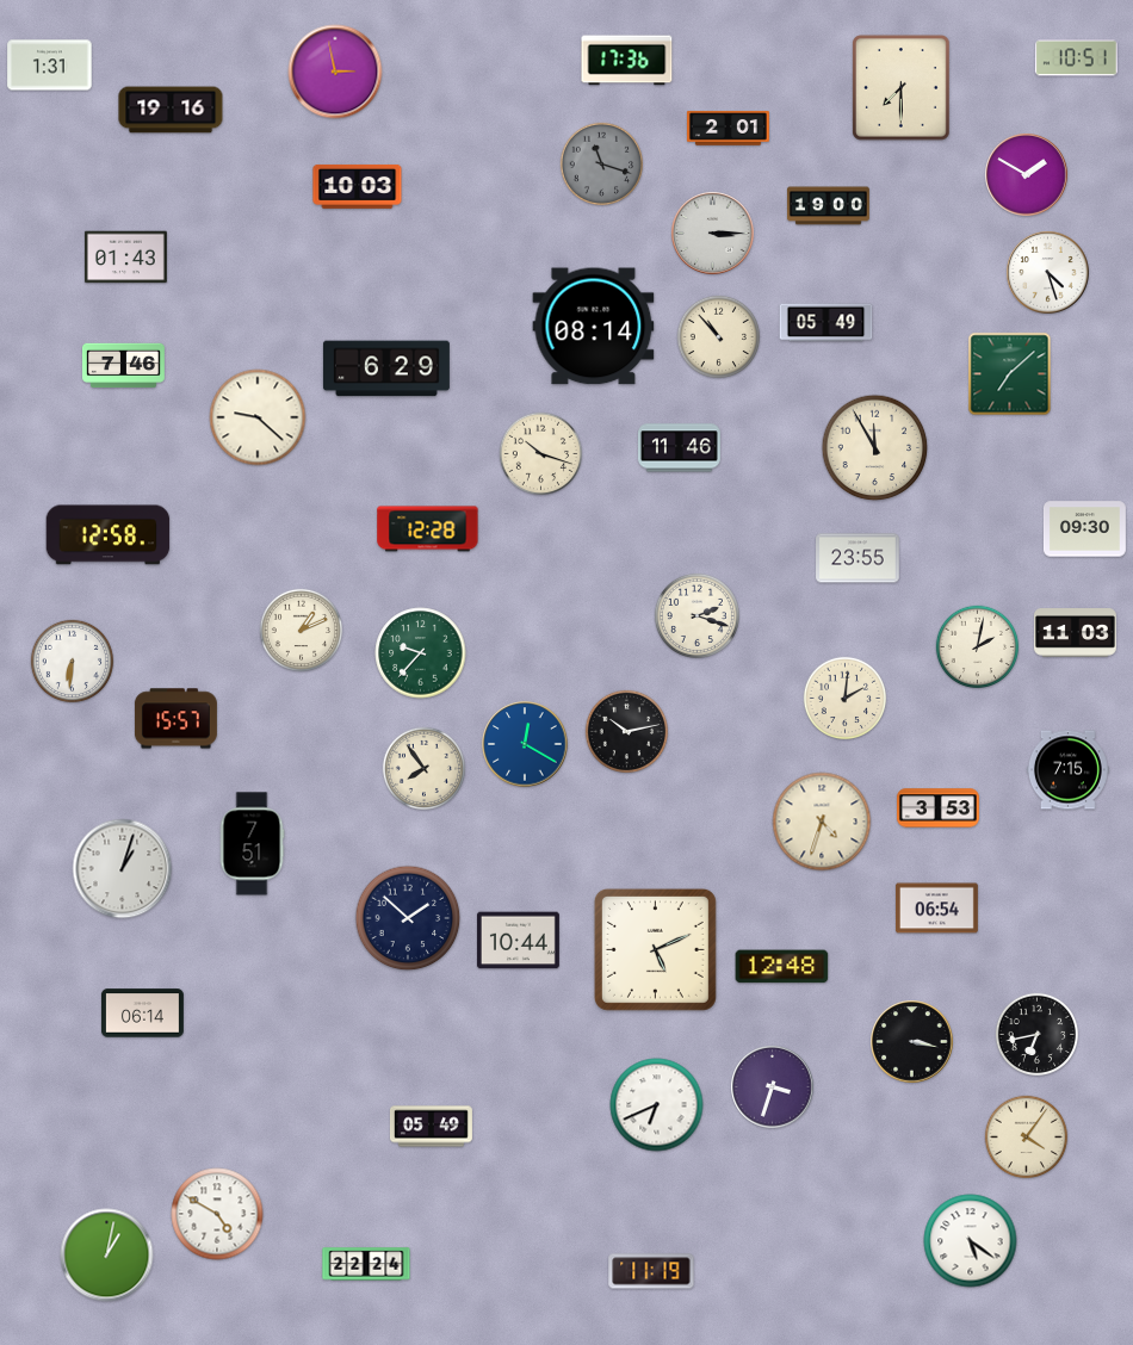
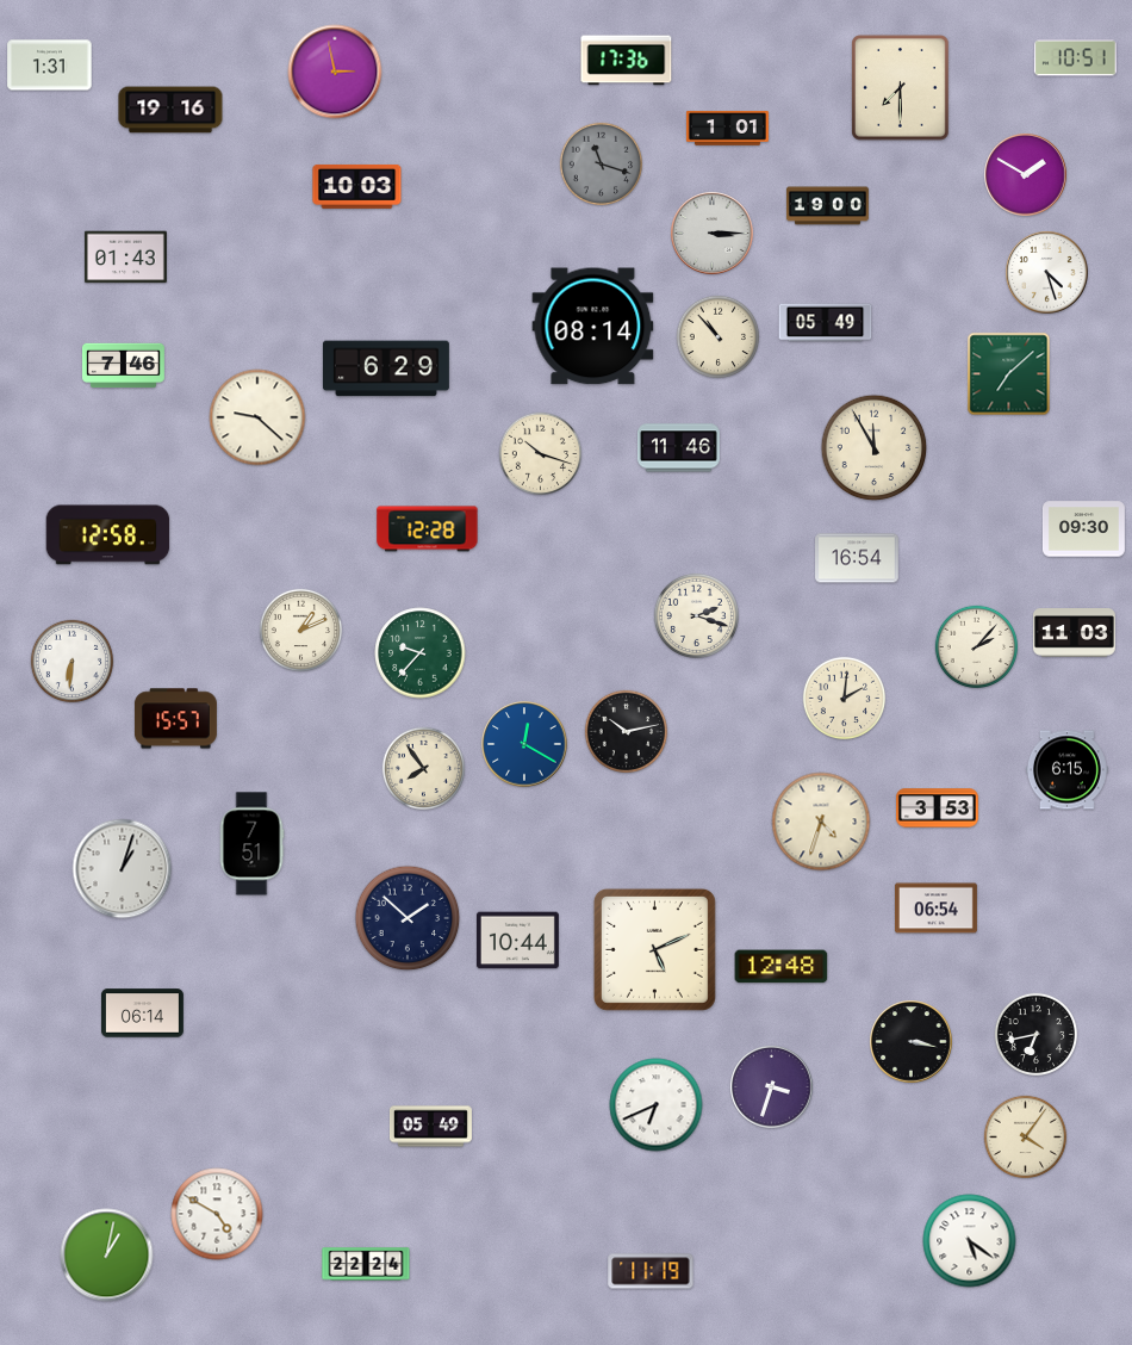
clock at (728, 129): 2:01 -> 1:01
clock at (858, 558): 23:55 -> 16:54
clock at (978, 647): 2:02 -> 2:07
clock at (1067, 770): 7:15 -> 6:15
